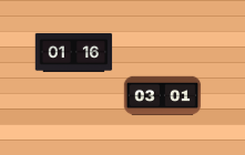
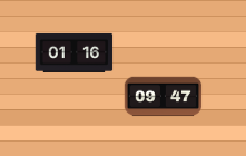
clock at (163, 96): 03:01 -> 09:47
